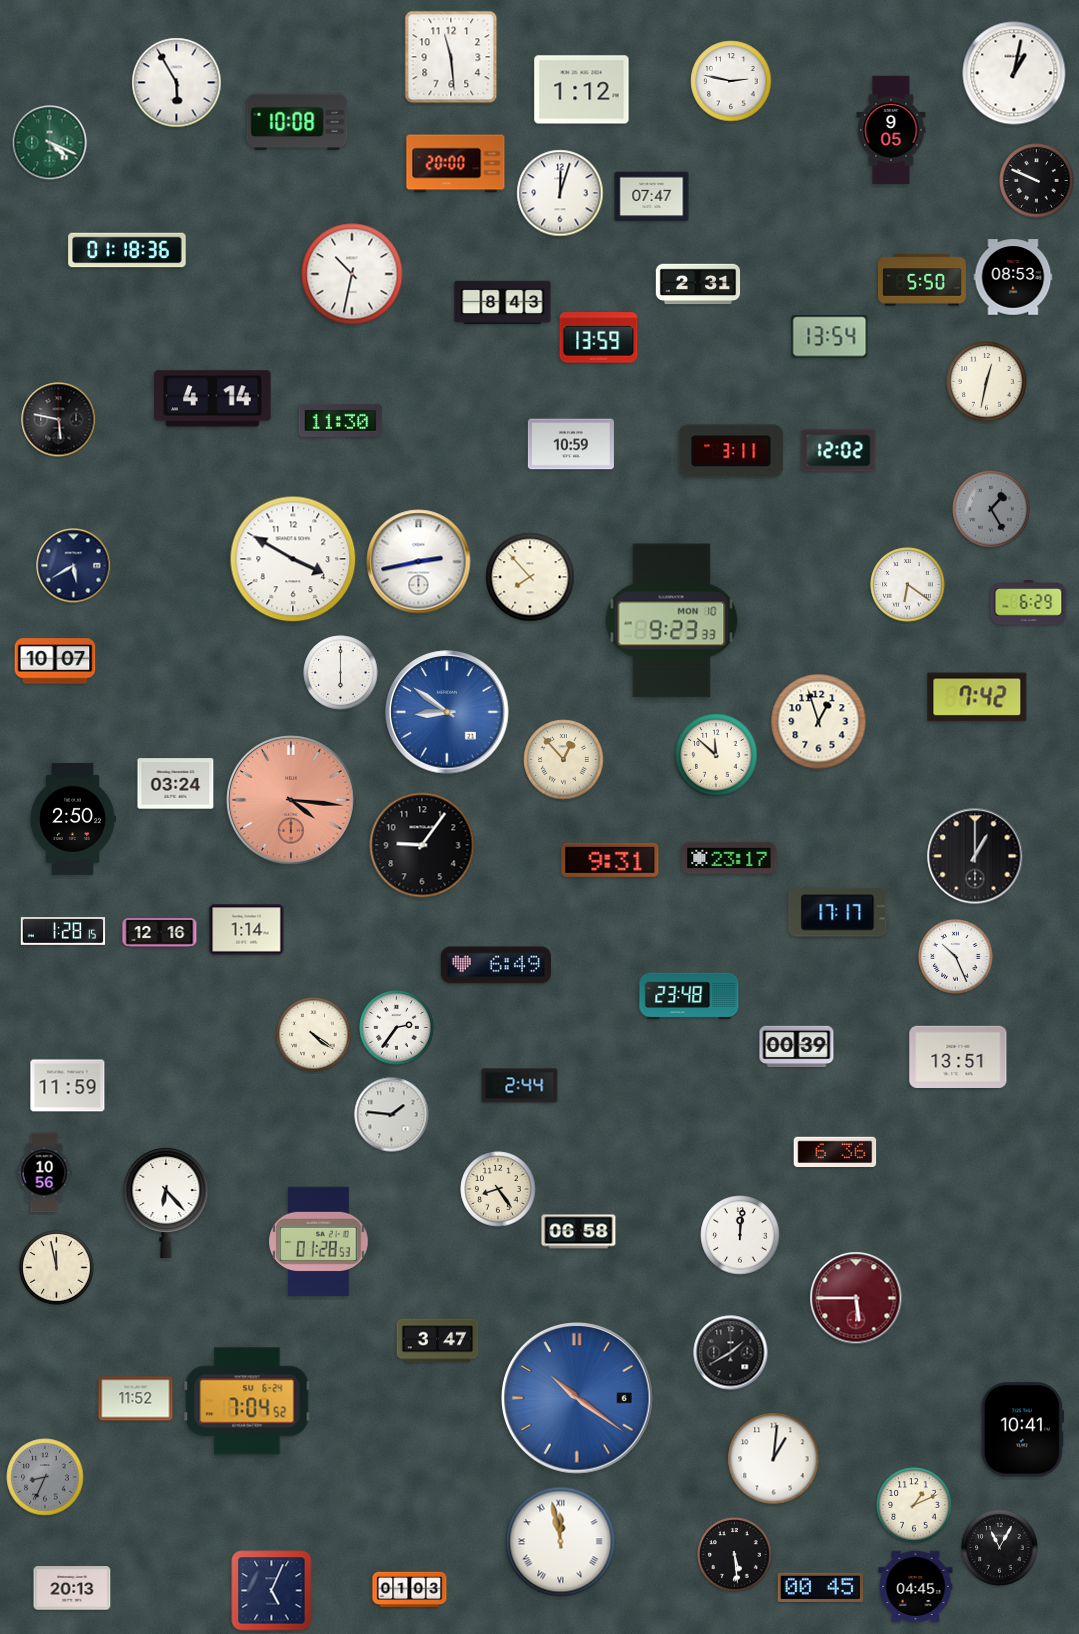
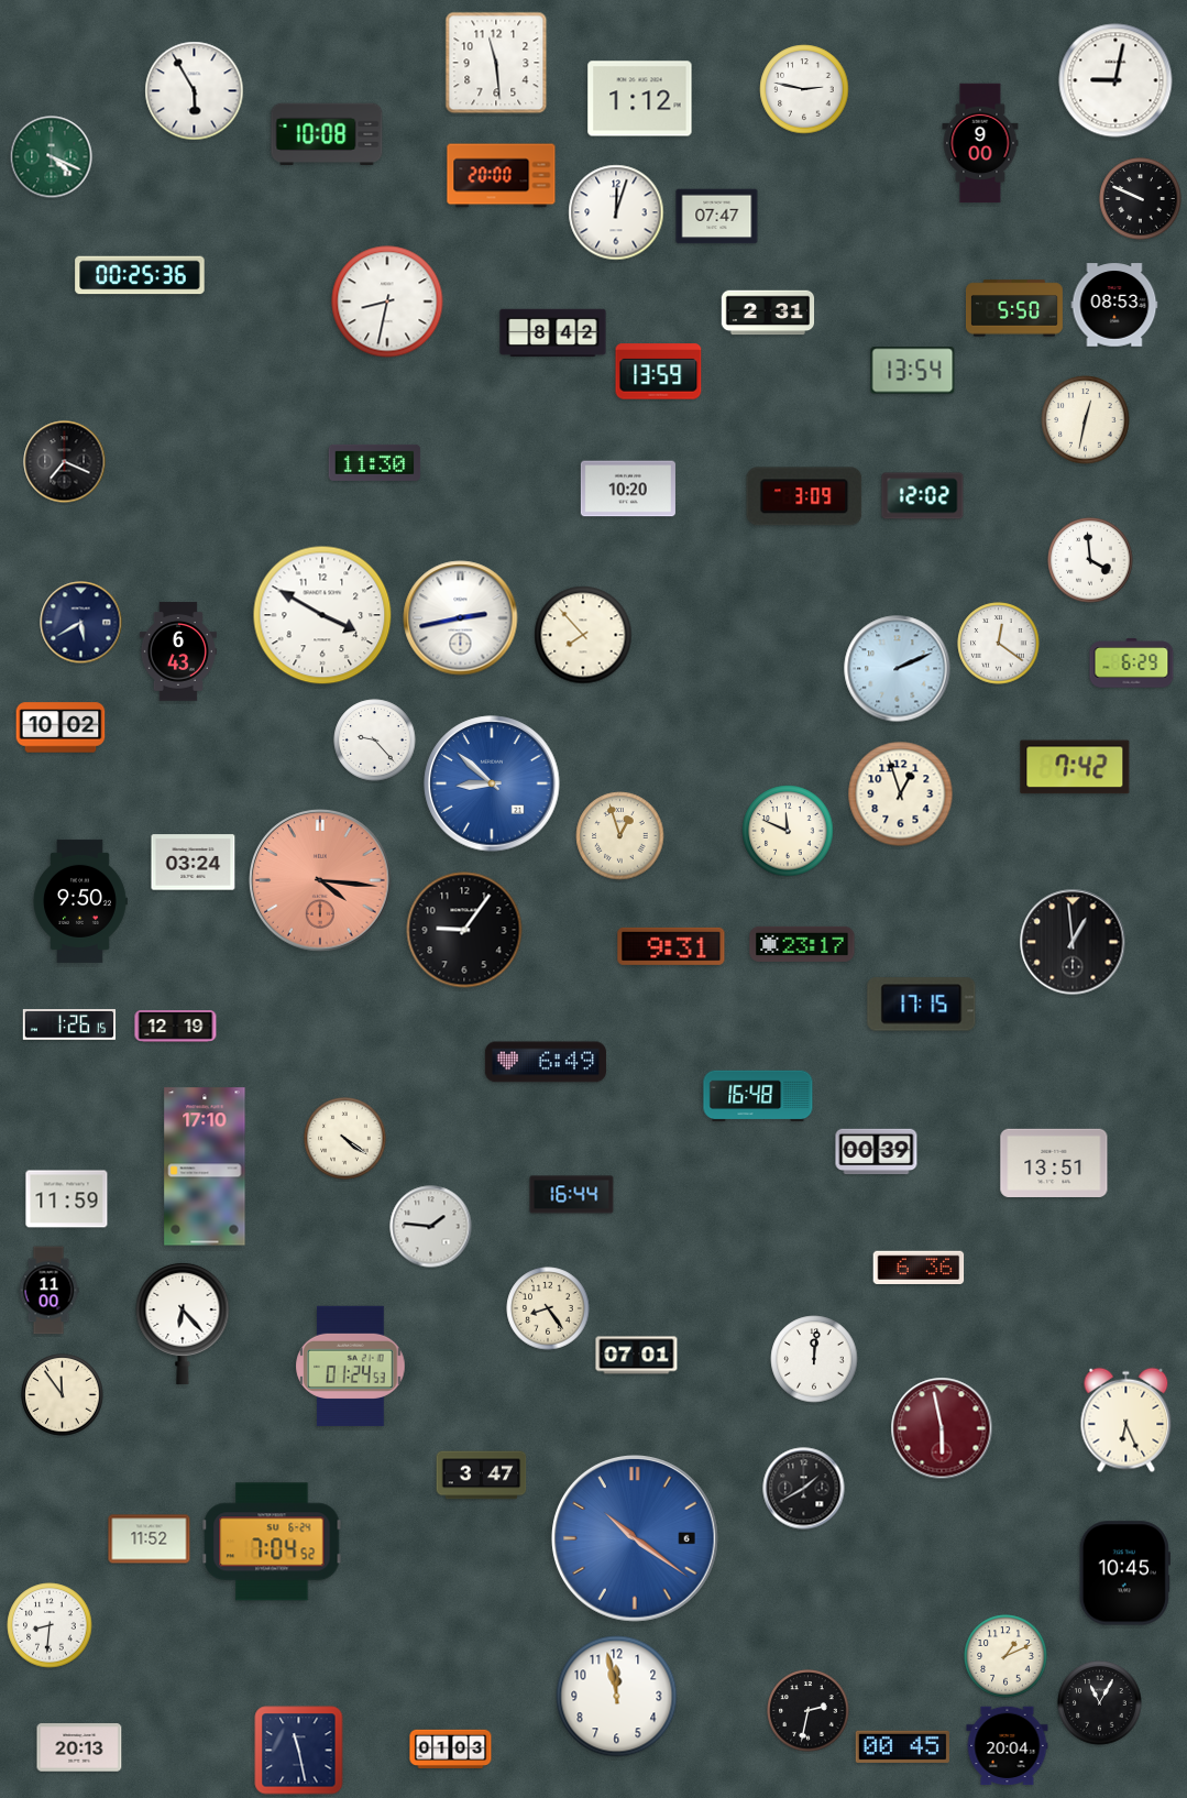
clock at (1014, 73): 1:02 -> 9:02
clock at (891, 130): 9:05 -> 9:00
clock at (50, 143) position: (50, 143) -> (52, 157)
clock at (456, 164) position: (456, 164) -> (502, 176)
clock at (127, 250): 01:18 -> 00:25
clock at (352, 274): 10:32 -> 8:32
clock at (503, 303): 8:43 -> 8:42
clock at (213, 399): 4:14 -> none
clock at (59, 420): 5:47 -> 7:19
clock at (571, 444): 10:59 -> 10:20
clock at (731, 451): 3:11 -> 3:09
clock at (991, 509): 1:25 -> 3:59
clock at (991, 509) dial: grey -> white
clock at (908, 585): 6:21 -> 12:21
clock at (178, 651): none -> 6:43
clock at (898, 669): none -> 2:11
clock at (672, 621): 9:23 -> none
clock at (55, 661): 10:07 -> 10:02
clock at (341, 673): 6:00 -> 9:23
clock at (447, 712): 8:51 -> 8:52
clock at (716, 755): 11:52 -> 11:49
clock at (564, 760): 12:53 -> 12:57
clock at (73, 819): 2:50 -> 9:50
clock at (975, 856): 1:00 -> 12:59
clock at (838, 913): 17:17 -> 17:15
clock at (247, 930): 1:14 -> none
clock at (63, 932): 1:28 -> 1:26
clock at (160, 933): 12:16 -> 12:19
clock at (956, 957): 10:26 -> none
clock at (689, 996): 23:48 -> 16:48
clock at (397, 1028): 2:36 -> none
clock at (205, 1166): none -> 17:10
clock at (68, 1086) position: (68, 1086) -> (67, 1199)
clock at (520, 1086): 2:44 -> 16:44
clock at (44, 1173): 10:56 -> 11:00
clock at (579, 1232): 06:58 -> 07:01
clock at (319, 1241): 01:28 -> 01:24
clock at (57, 1268): 11:58 -> 11:54
clock at (1126, 1421): none -> 6:26
clock at (856, 1298): 5:45 -> 5:58
clock at (1022, 1430): 10:41 -> 10:45
clock at (774, 1459): 1:01 -> none
clock at (45, 1477): 8:34 -> 8:31
clock at (45, 1477) dial: grey -> white
clock at (561, 1542) numerals: Roman -> Arabic
clock at (735, 1555): 5:29 -> 2:32
clock at (916, 1587): 04:45 -> 20:04
clock at (272, 1591): 5:04 -> 11:28
